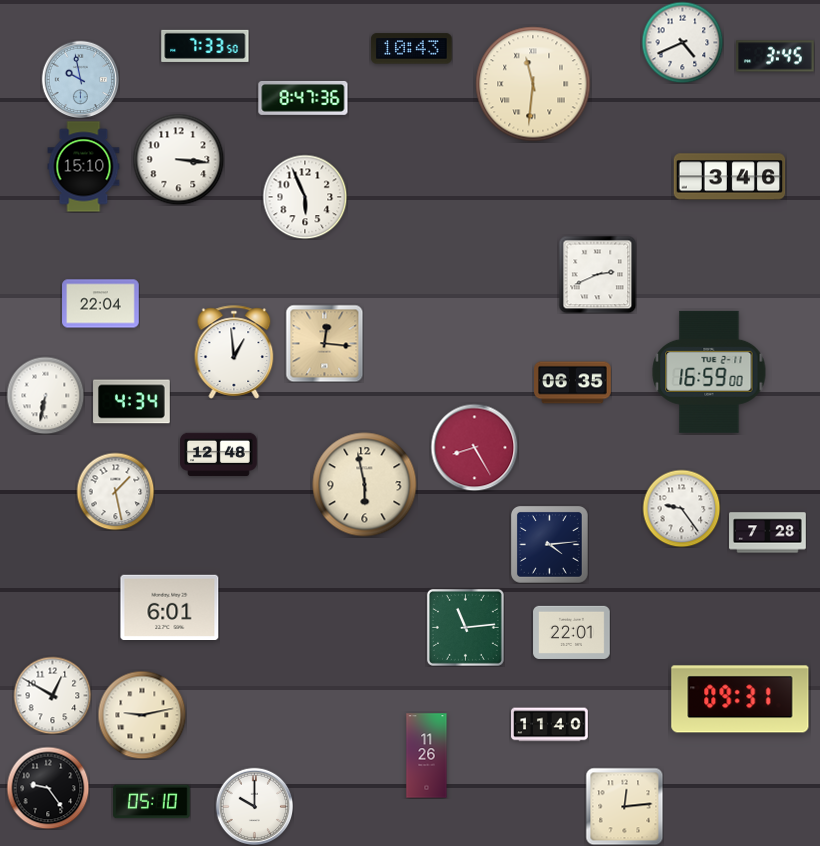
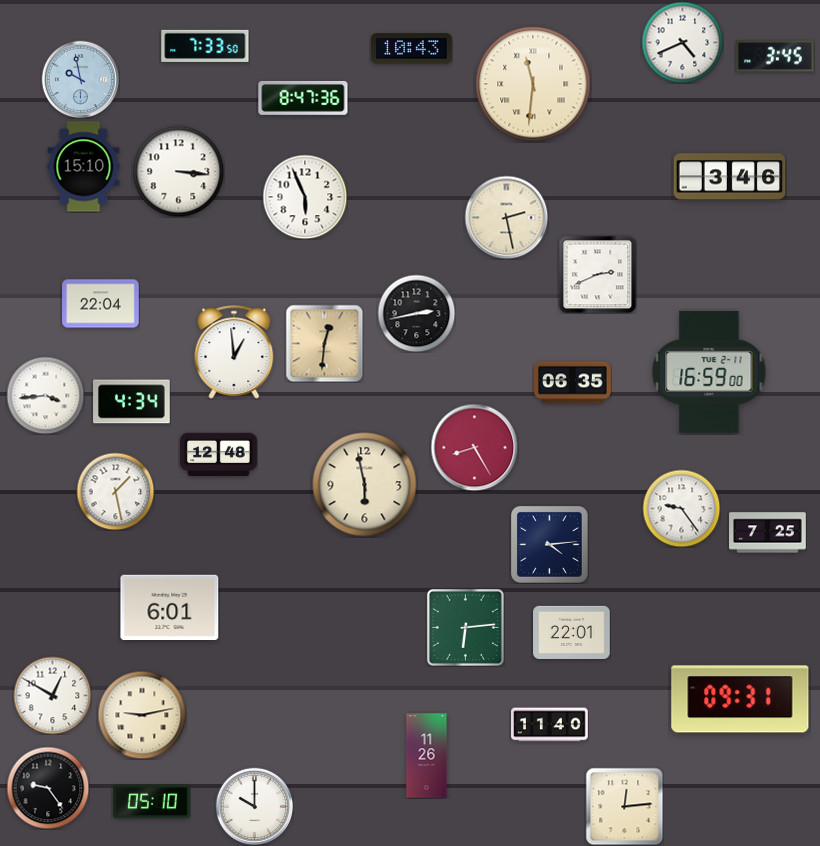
clock at (178, 159) position: (178, 159) -> (178, 171)
clock at (506, 217): none -> 2:28
clock at (416, 313): none -> 2:43
clock at (324, 343): 12:16 -> 12:31
clock at (45, 395): 6:32 -> 3:44
clock at (768, 533): 7:28 -> 7:25
clock at (465, 627): 11:14 -> 6:14
